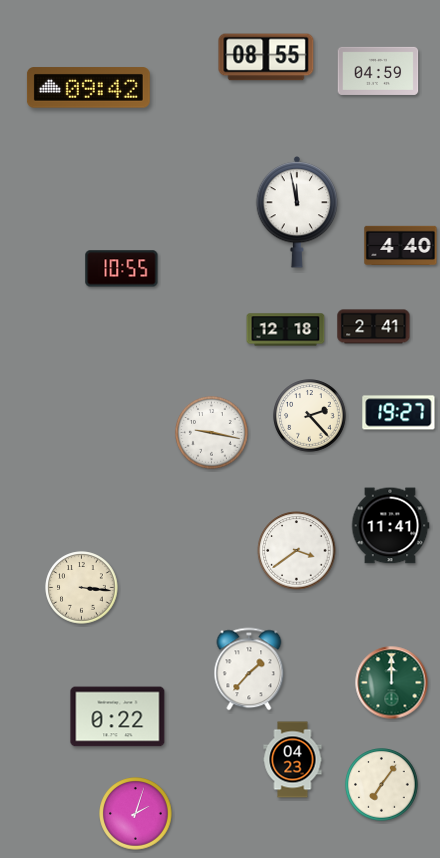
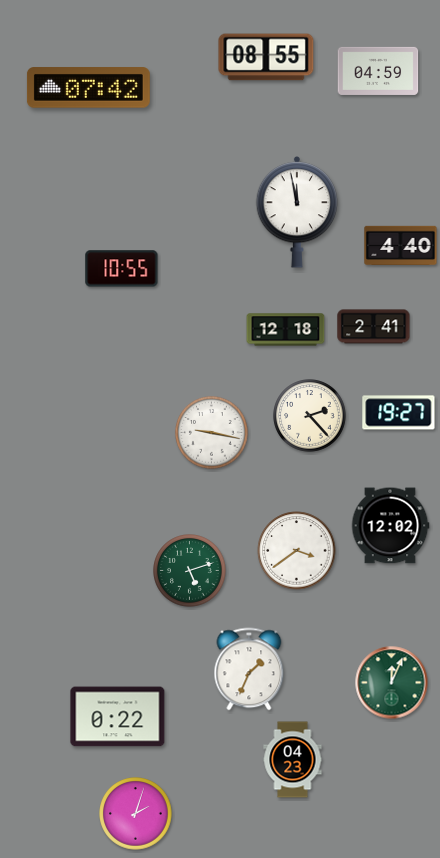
clock at (88, 88): 09:42 -> 07:42
clock at (390, 526): 11:41 -> 12:02
clock at (190, 571): none -> 5:12
clock at (82, 588): 3:16 -> none
clock at (249, 669): 1:37 -> 1:34
clock at (392, 683): 12:00 -> 12:04
clock at (382, 785): 7:06 -> none
